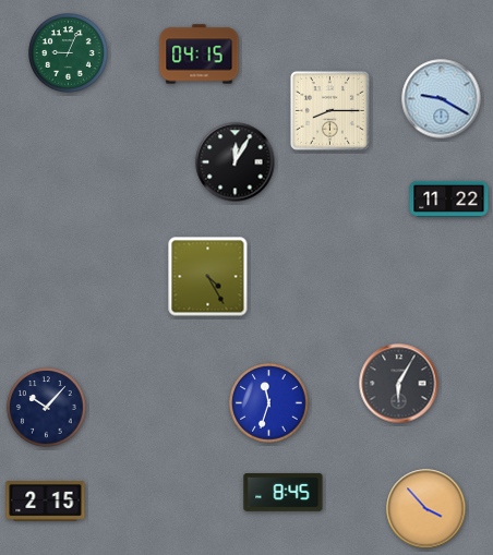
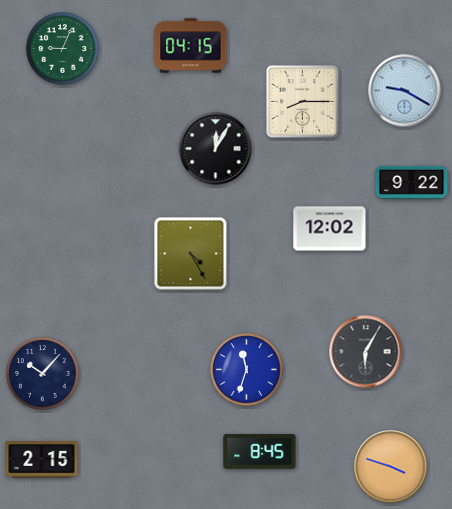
clock at (200, 55) position: (200, 55) -> (191, 46)
clock at (449, 198): 11:22 -> 9:22
clock at (330, 229): none -> 12:02
clock at (426, 509): 3:53 -> 3:48
